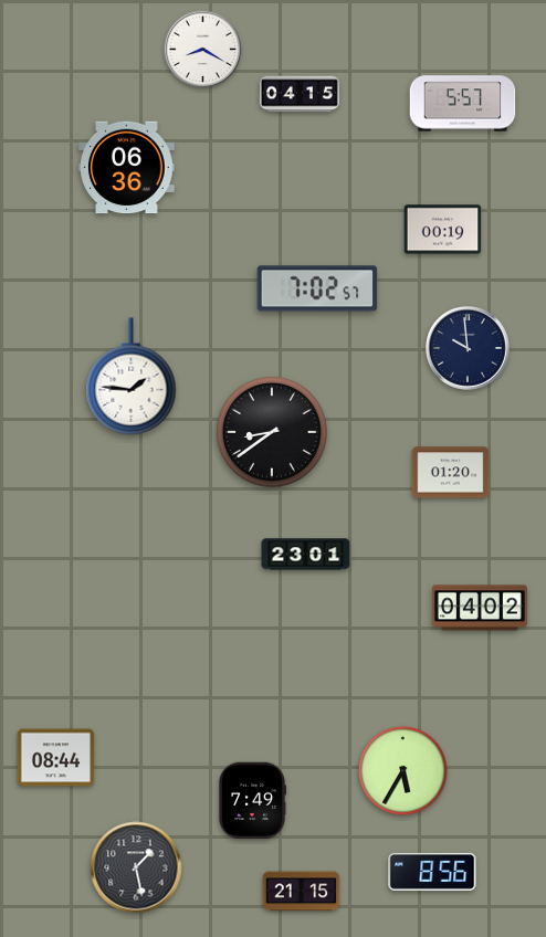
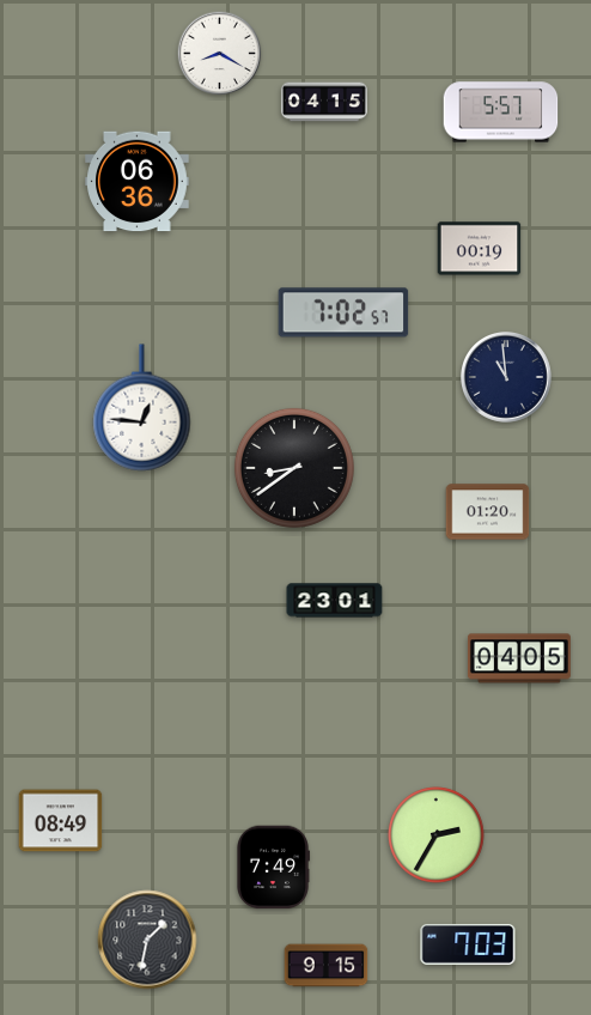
clock at (469, 349): 9:59 -> 10:59
clock at (132, 377): 1:46 -> 12:46
clock at (306, 555) position: (306, 555) -> (335, 601)
clock at (480, 608): 04:02 -> 04:05
clock at (56, 758): 08:44 -> 08:49
clock at (403, 771): 5:35 -> 2:35
clock at (136, 867): 1:28 -> 1:32
clock at (432, 872): 8:56 -> 7:03
clock at (302, 892): 21:15 -> 9:15
